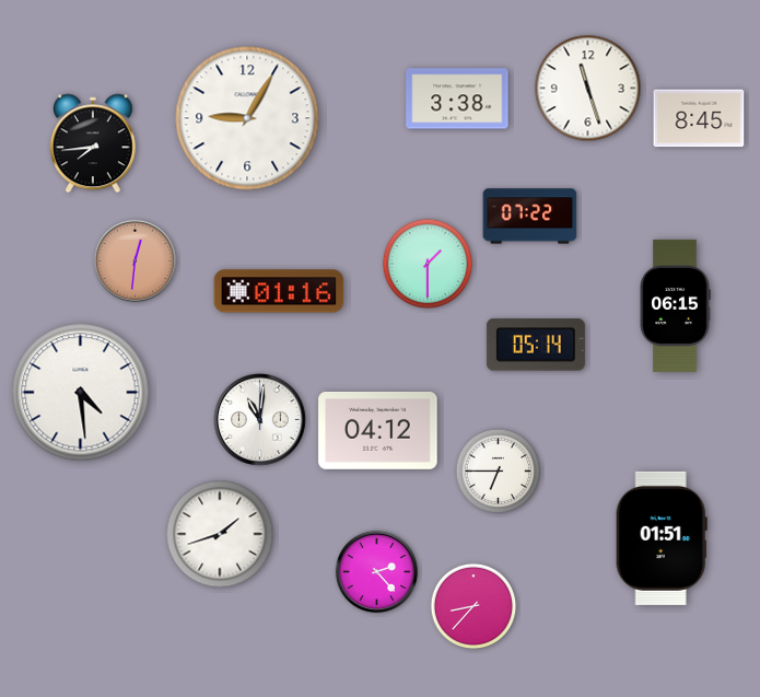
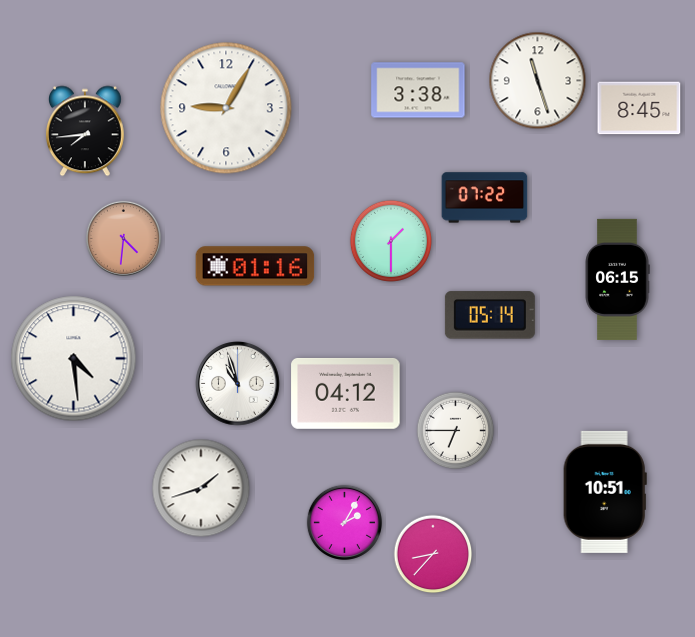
clock at (135, 260): 12:31 -> 4:31
clock at (260, 420): 11:01 -> 10:57
clock at (662, 538): 01:51 -> 10:51
clock at (376, 571): 2:23 -> 2:05
